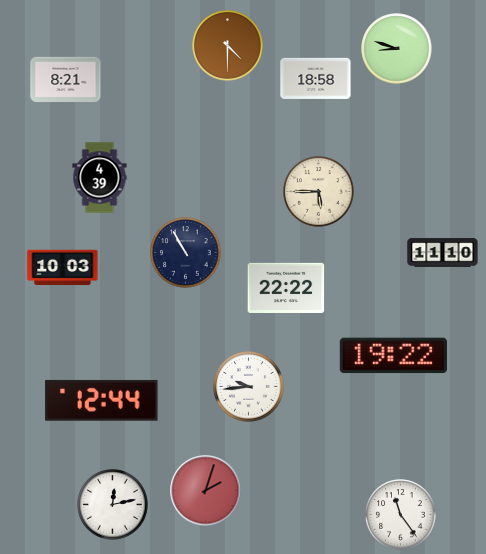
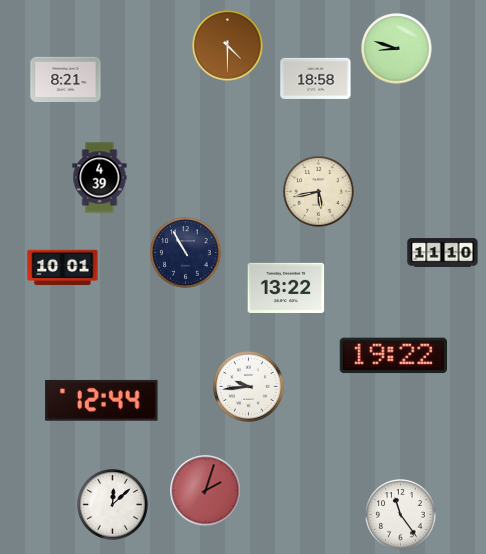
clock at (319, 192): 5:45 -> 5:43
clock at (63, 268): 10:03 -> 10:01
clock at (286, 288): 22:22 -> 13:22
clock at (113, 505): 12:13 -> 12:08
